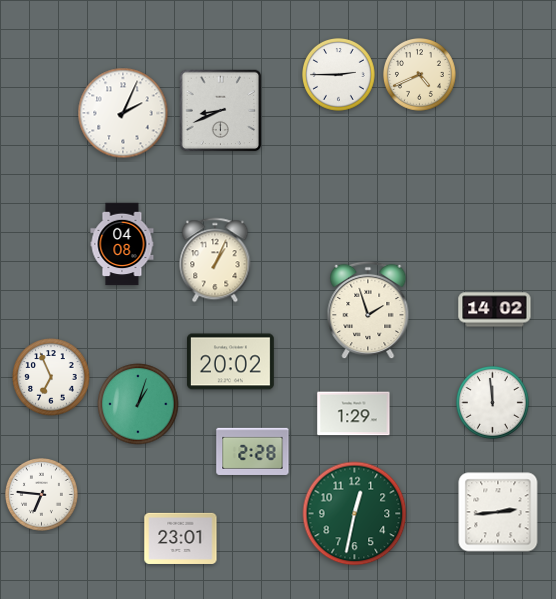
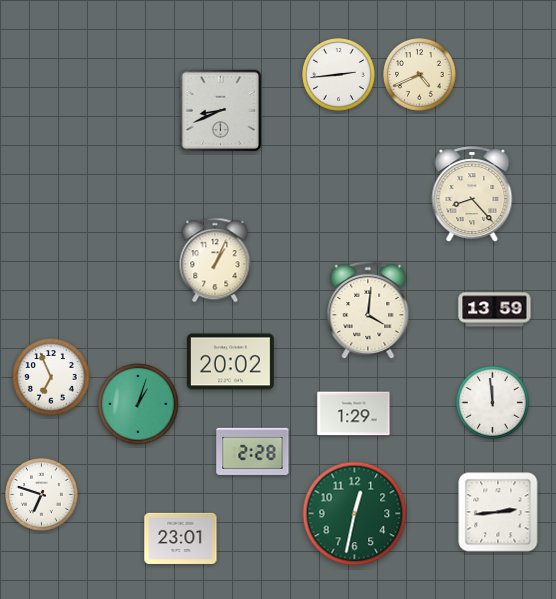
clock at (339, 75): 2:45 -> 2:44
clock at (123, 113): 2:04 -> none
clock at (472, 194): none -> 8:23
clock at (122, 244): 04:08 -> none
clock at (368, 310): 1:57 -> 4:01
clock at (495, 310): 14:02 -> 13:59
clock at (42, 495): 6:46 -> 6:48
